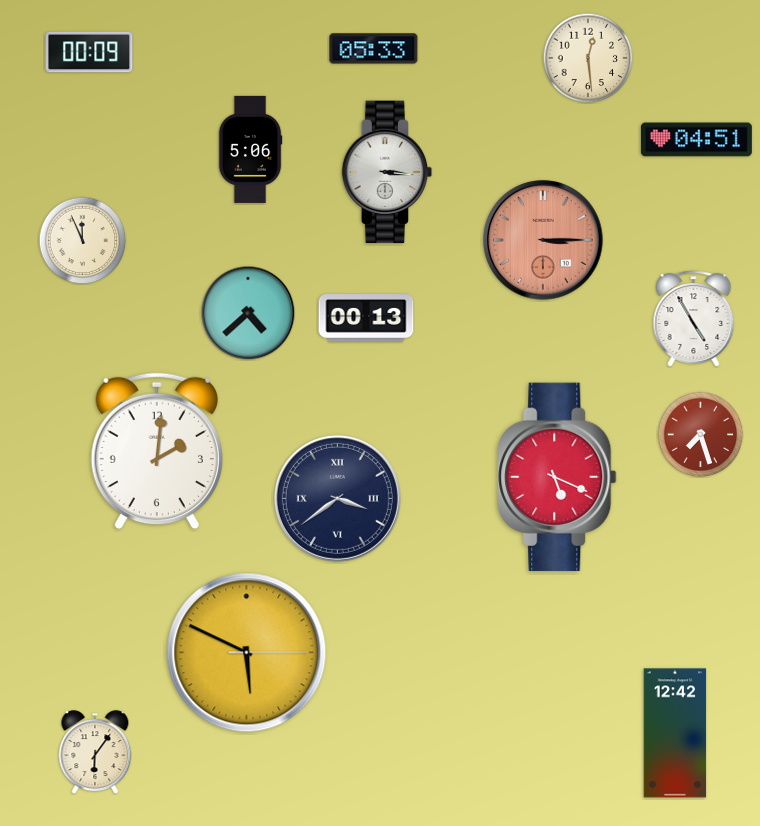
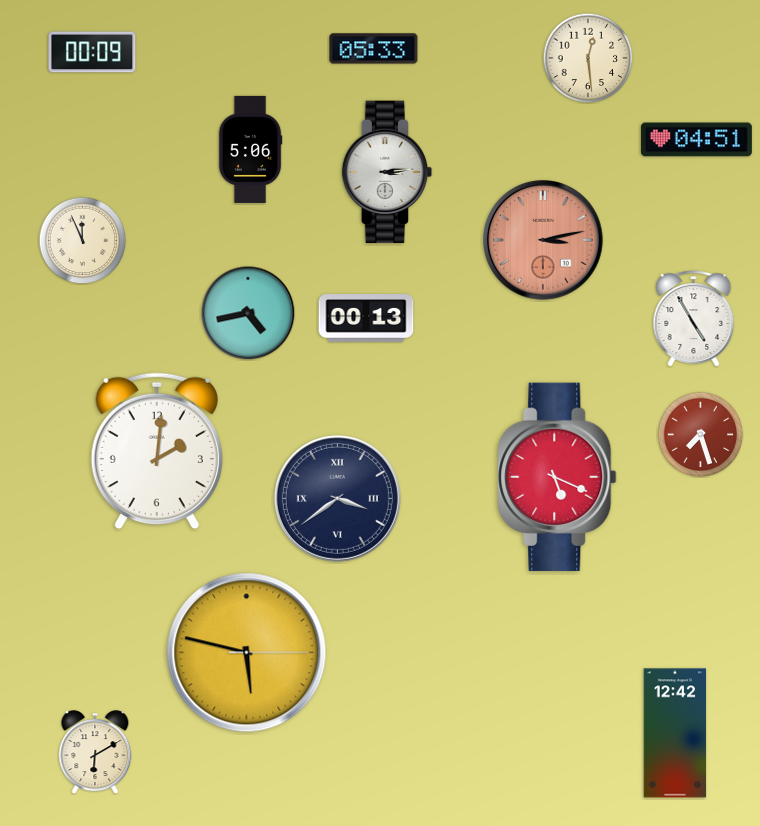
clock at (89, 52) position: (89, 52) -> (92, 52)
clock at (387, 172): 3:16 -> 3:14
clock at (543, 240): 3:15 -> 3:13
clock at (248, 313): 4:38 -> 4:43
clock at (247, 653): 5:49 -> 5:47
clock at (95, 752): 6:06 -> 6:10
